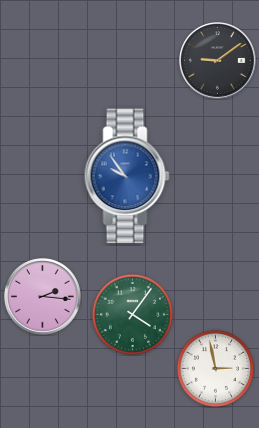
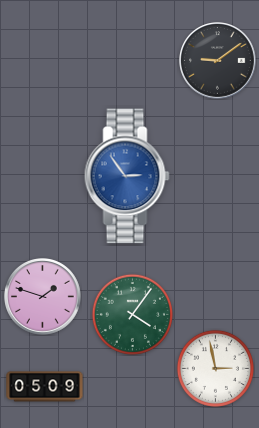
clock at (127, 176): 9:54 -> 2:54
clock at (43, 297): 2:16 -> 1:48
clock at (45, 387): none -> 05:09
